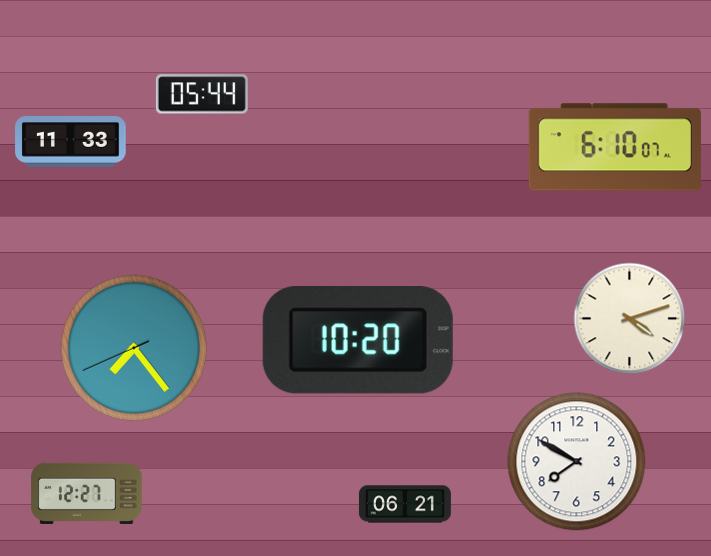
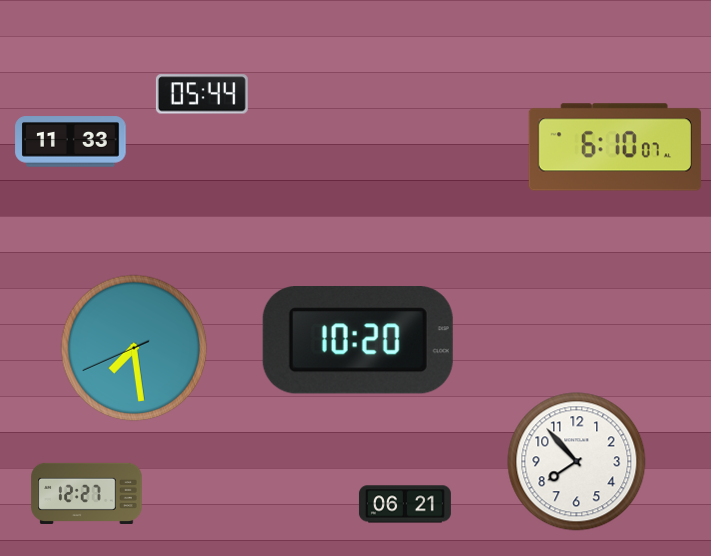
clock at (630, 319): 4:12 -> none
clock at (134, 348): 7:23 -> 7:28
clock at (577, 462): 7:50 -> 7:53
